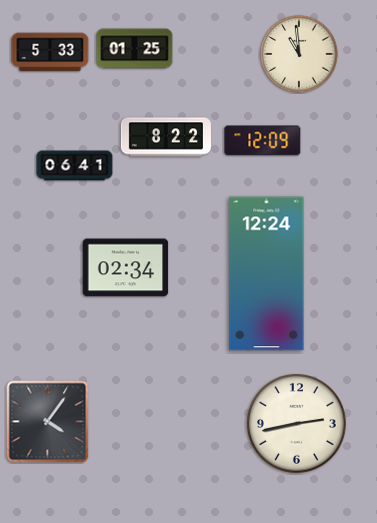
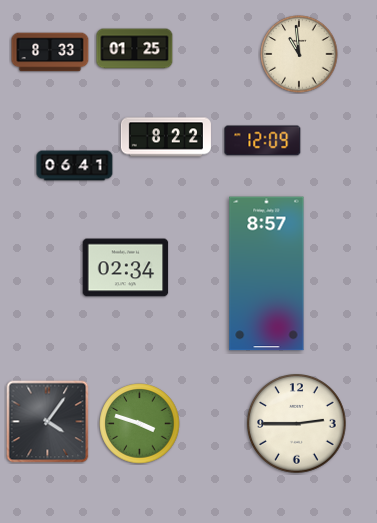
clock at (50, 52): 5:33 -> 8:33
clock at (267, 274): 12:24 -> 8:57
clock at (140, 424): none -> 3:48
clock at (297, 424): 2:43 -> 2:45
